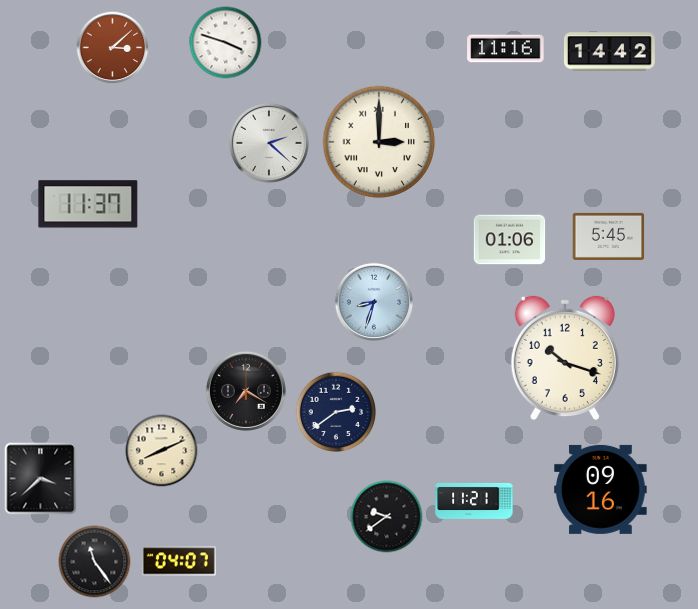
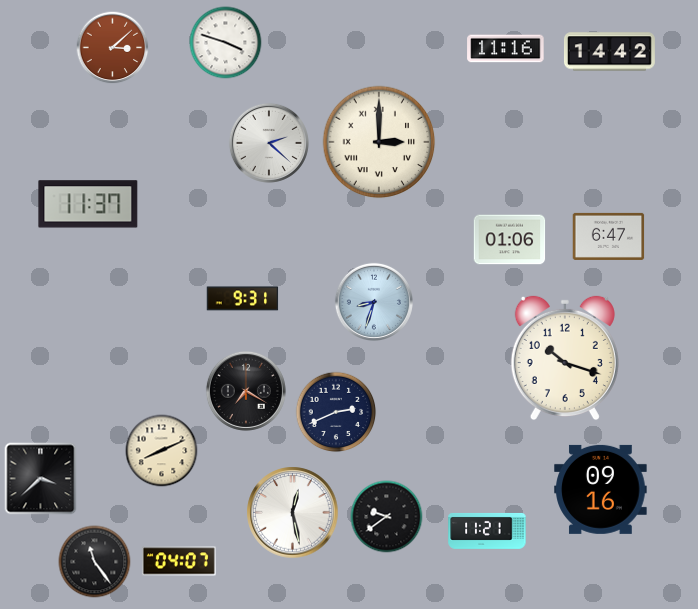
clock at (609, 236): 5:45 -> 6:47
clock at (243, 299): none -> 9:31
clock at (336, 412): 2:39 -> 2:41
clock at (474, 501) position: (474, 501) -> (487, 531)
clock at (293, 513): none -> 12:28
